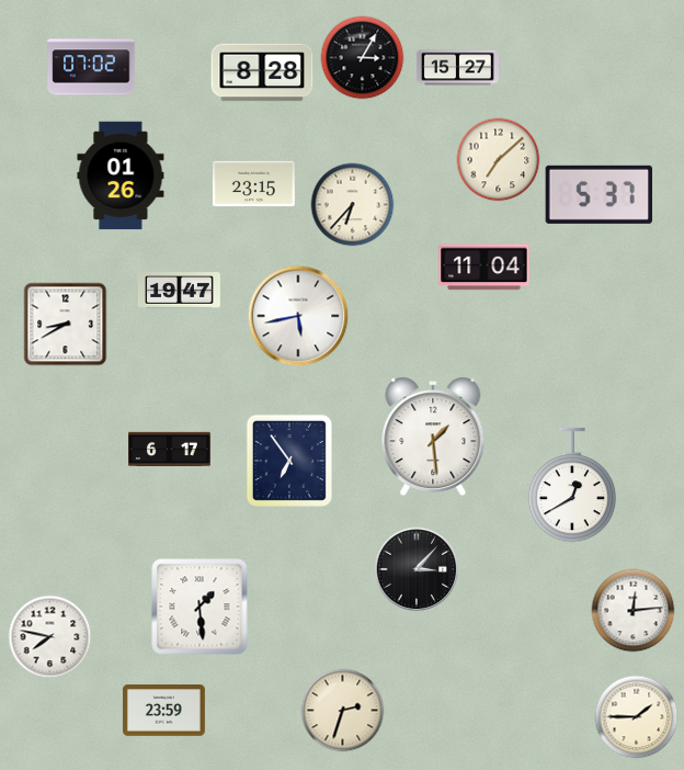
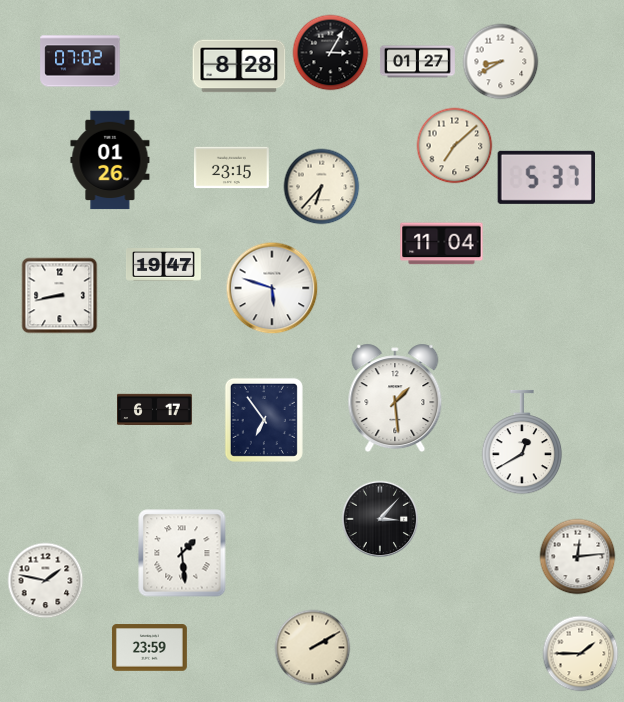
clock at (91, 67) position: (91, 67) -> (80, 61)
clock at (457, 68): 15:27 -> 01:27
clock at (501, 62): none -> 8:40
clock at (298, 316): 5:43 -> 5:48
clock at (66, 325): 8:40 -> 8:43
clock at (50, 637): 7:47 -> 1:47
clock at (343, 711): 2:33 -> 2:10
